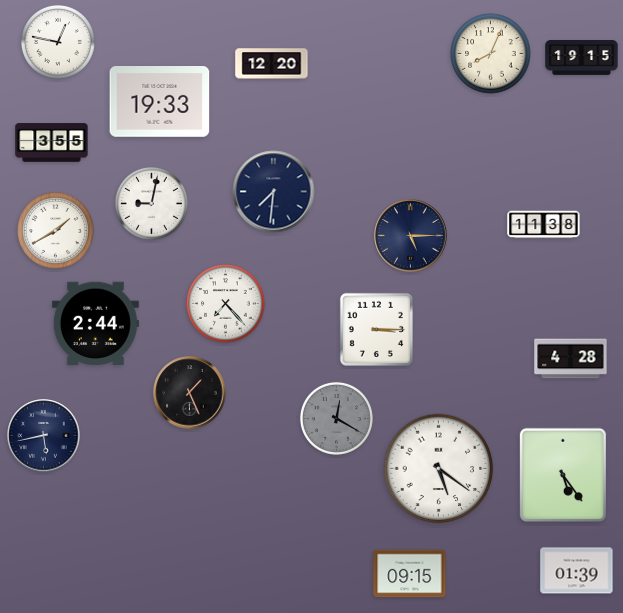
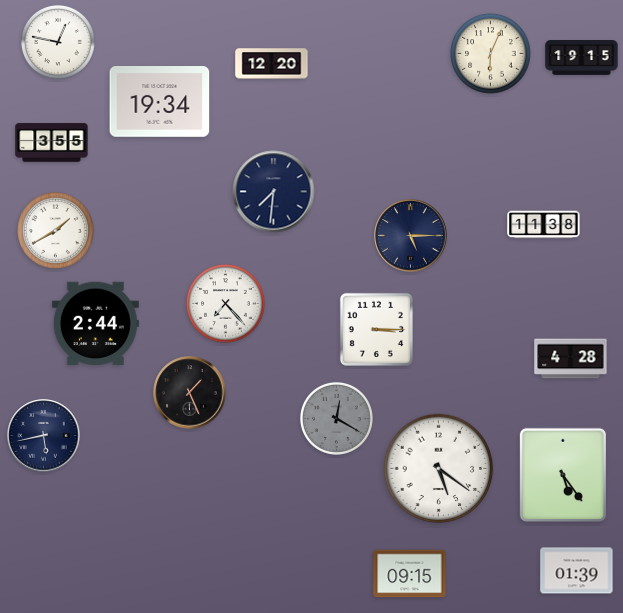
clock at (491, 54): 8:04 -> 6:04
clock at (160, 102): 19:33 -> 19:34
clock at (151, 203): 9:02 -> none
